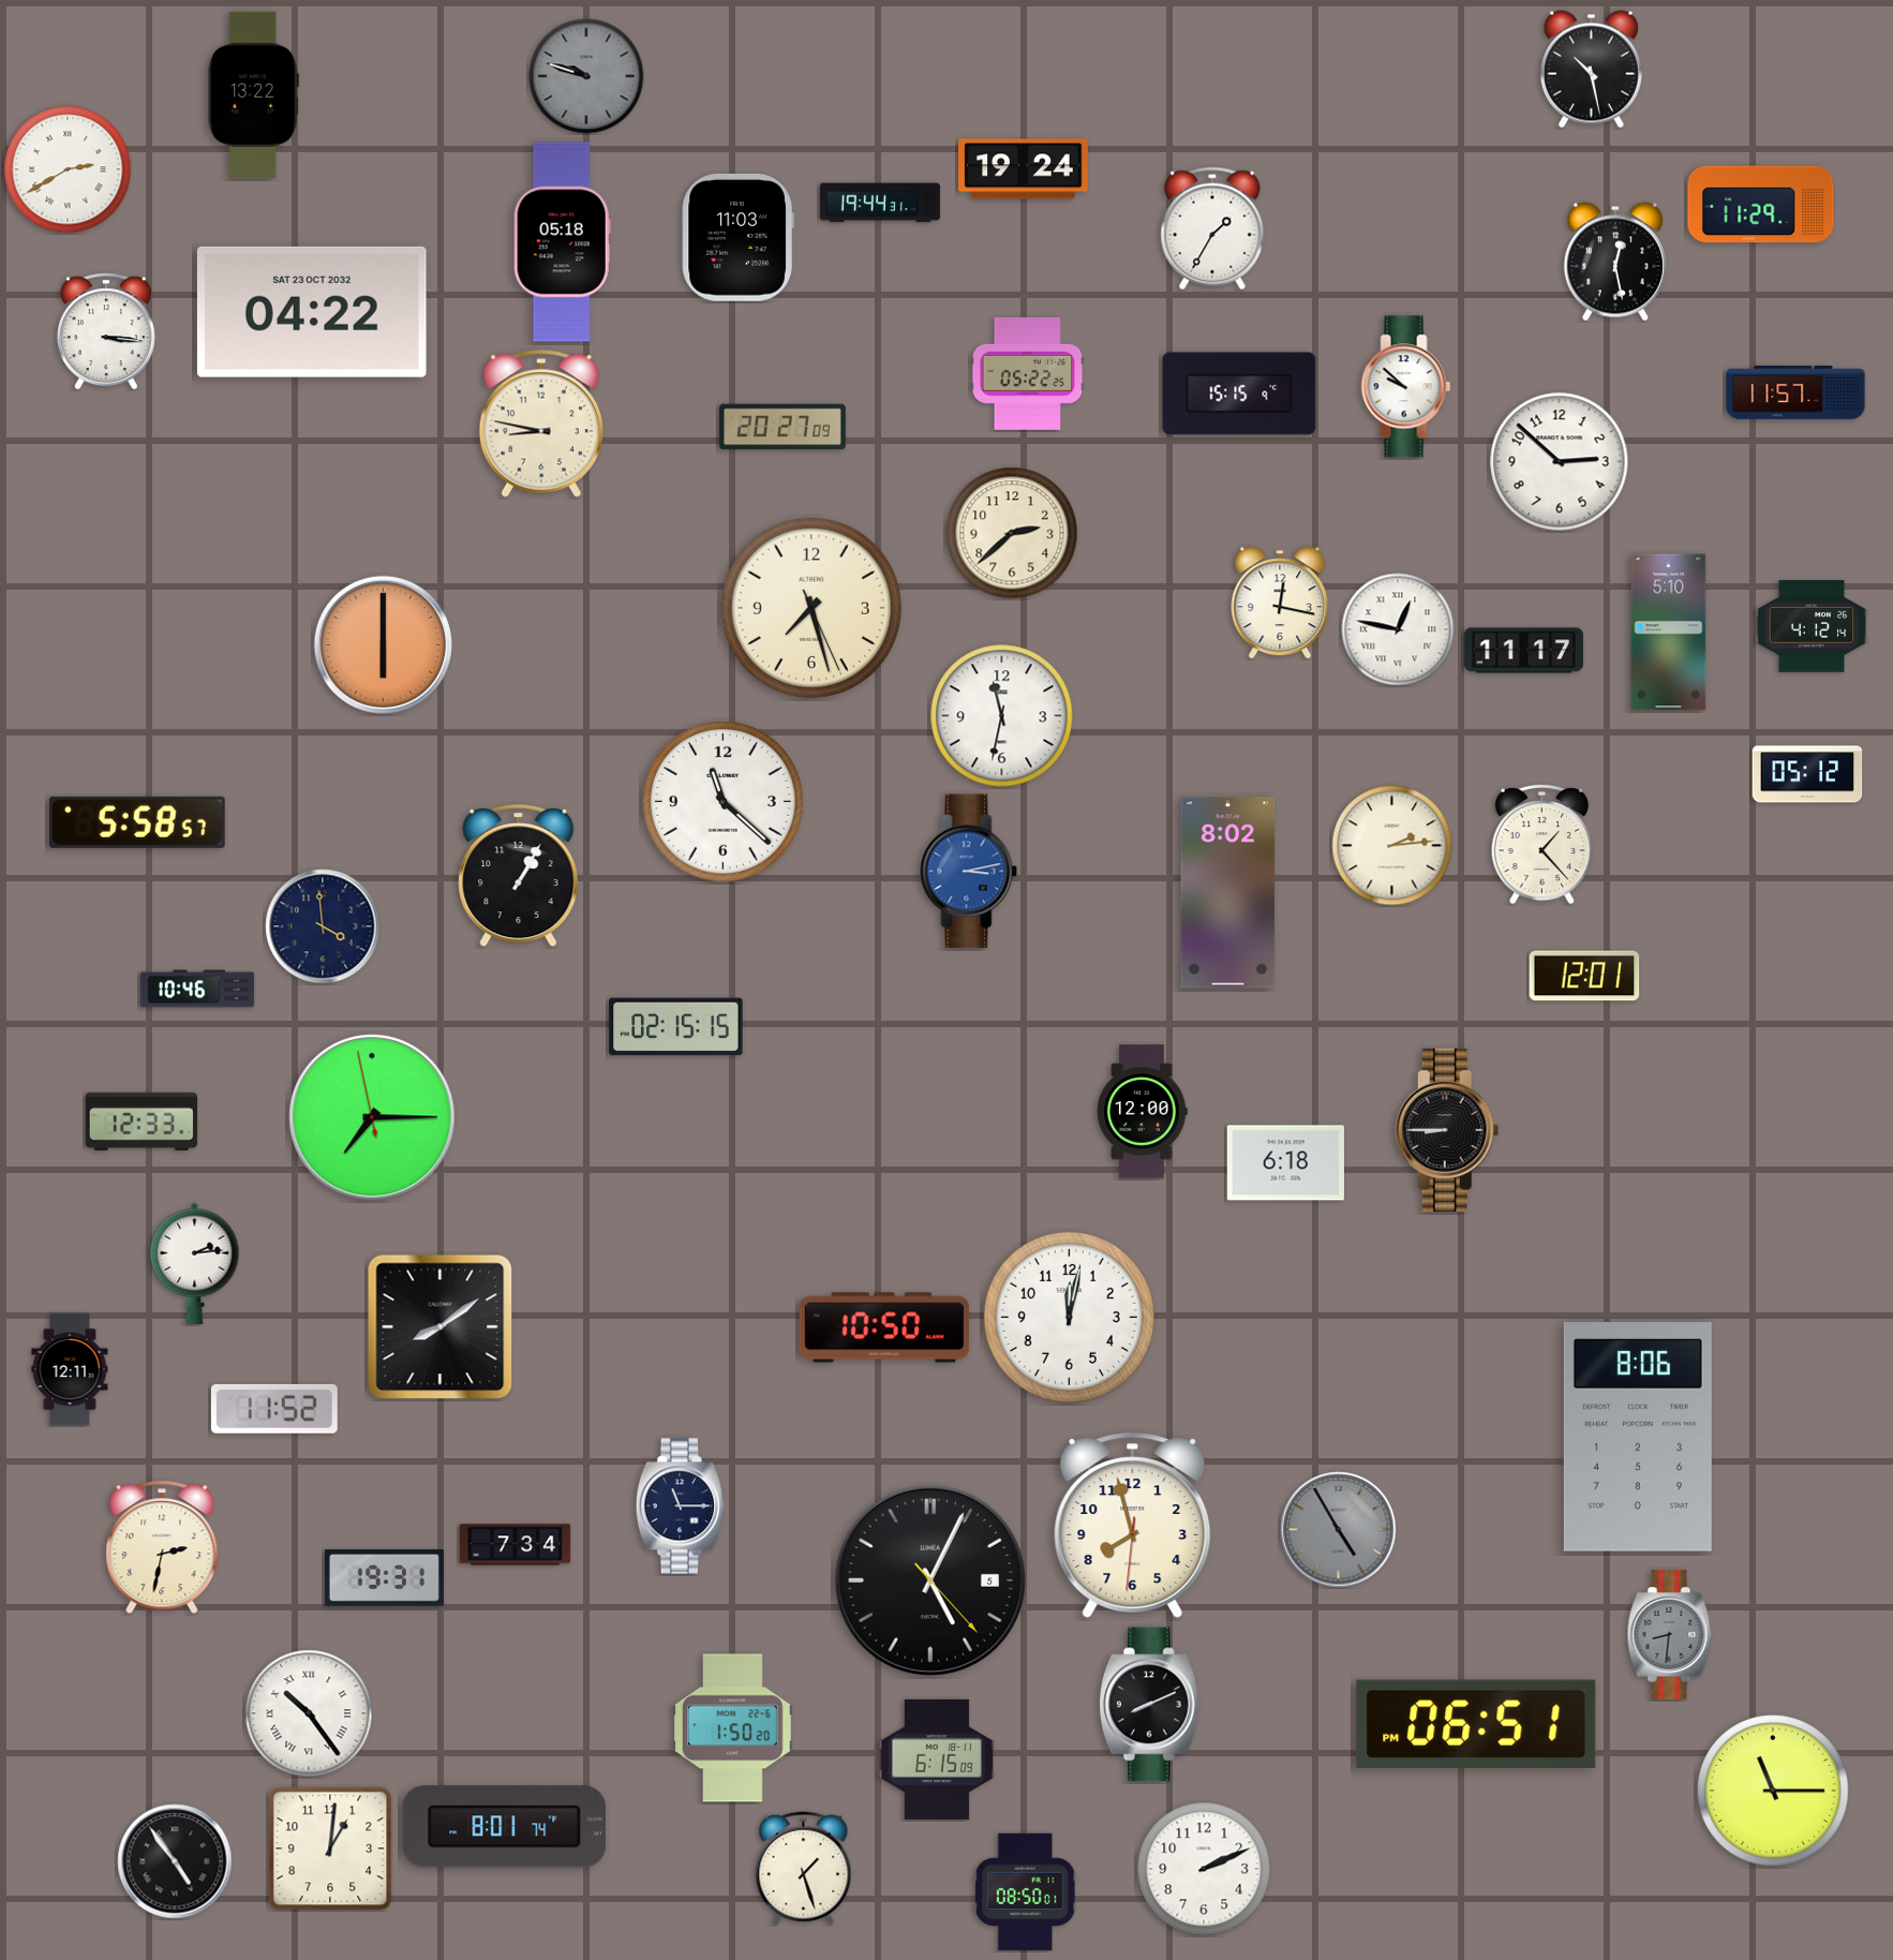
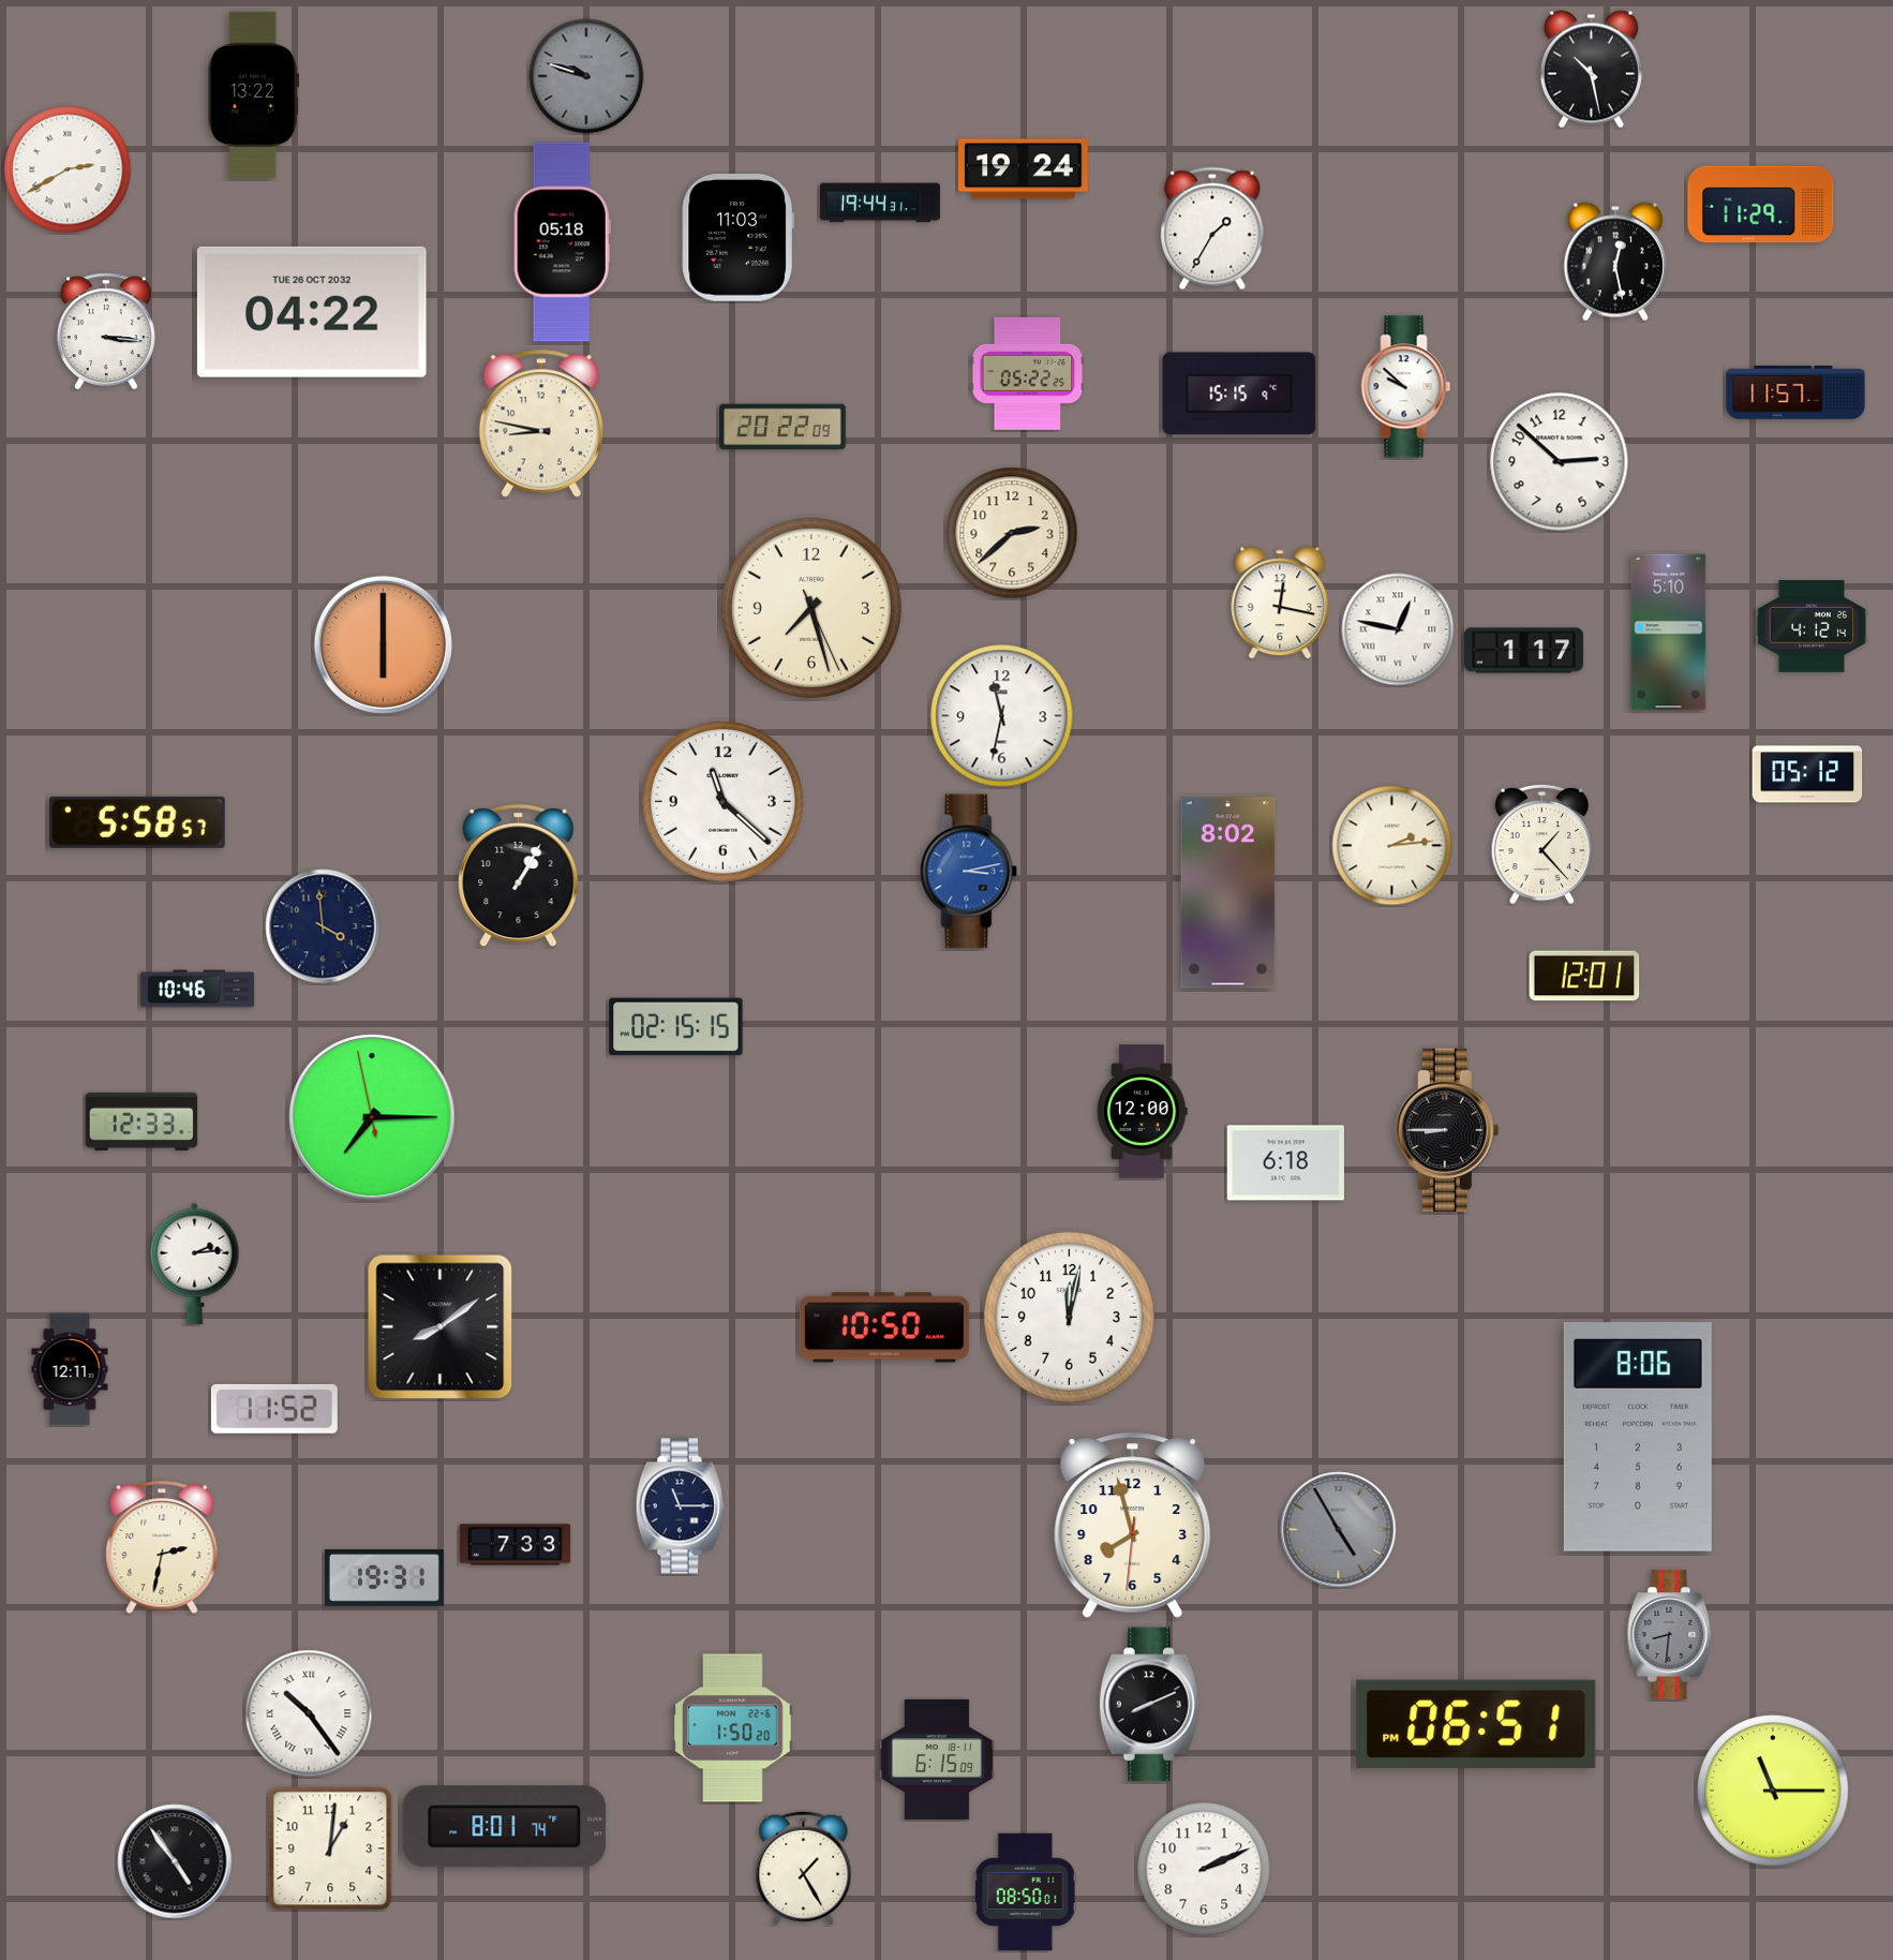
clock at (312, 312) date: SAT 23 OCT 2032 -> TUE 26 OCT 2032
clock at (784, 427): 20:27 -> 20:22
clock at (1523, 651): 11:17 -> 1:17
clock at (516, 1545): 7:34 -> 7:33
clock at (930, 1580): 5:04 -> none
clock at (804, 1869): 1:27 -> 1:25
